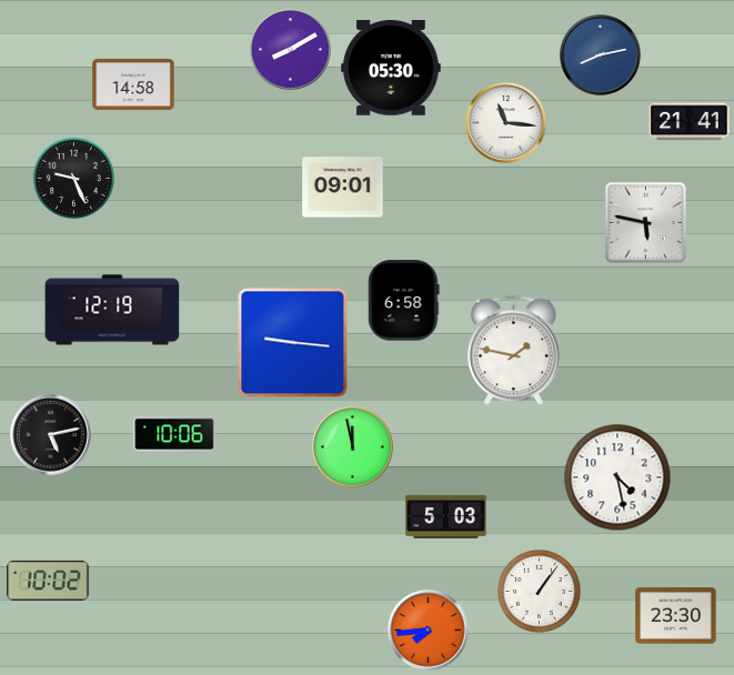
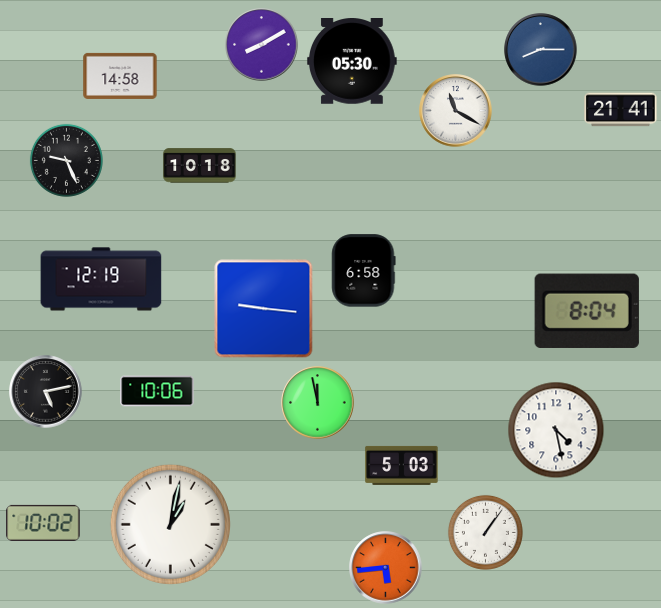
clock at (601, 56): 8:13 -> 8:15
clock at (506, 123): 11:16 -> 11:20
clock at (200, 166): none -> 10:18
clock at (343, 188): 09:01 -> none
clock at (646, 223): 5:47 -> none
clock at (587, 311): none -> 8:04
clock at (513, 351): 1:47 -> none
clock at (170, 524): none -> 1:02
clock at (676, 616): 23:30 -> none
clock at (429, 631): 7:44 -> 5:44
